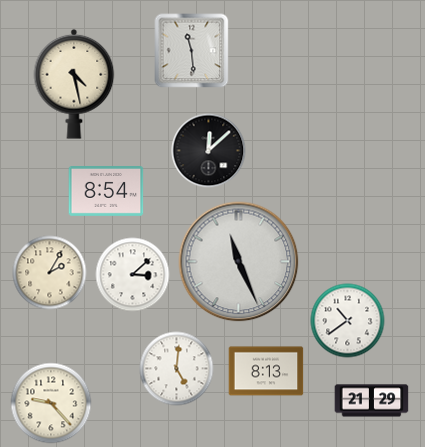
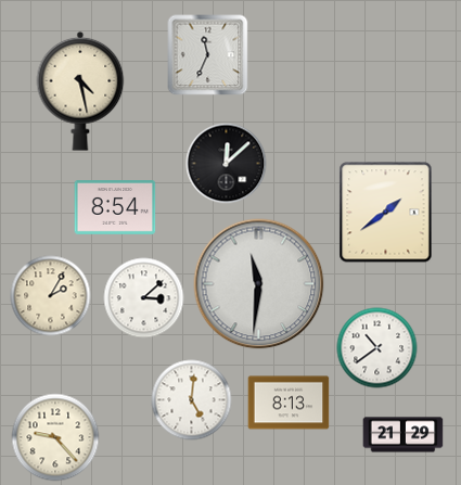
clock at (192, 51): 11:29 -> 11:34
clock at (386, 213): none -> 1:39
clock at (239, 262): 11:26 -> 11:31
clock at (50, 273) position: (50, 273) -> (51, 296)
